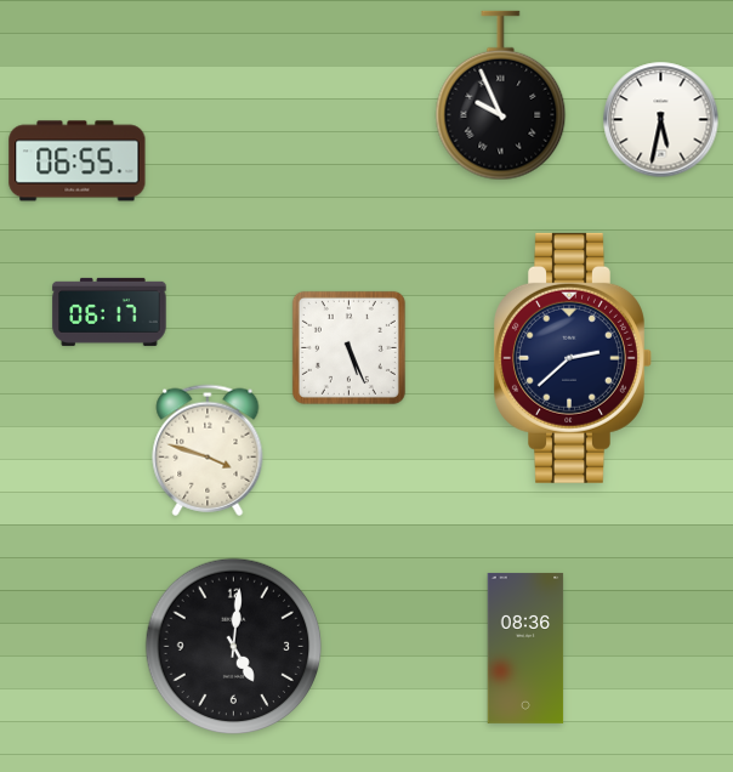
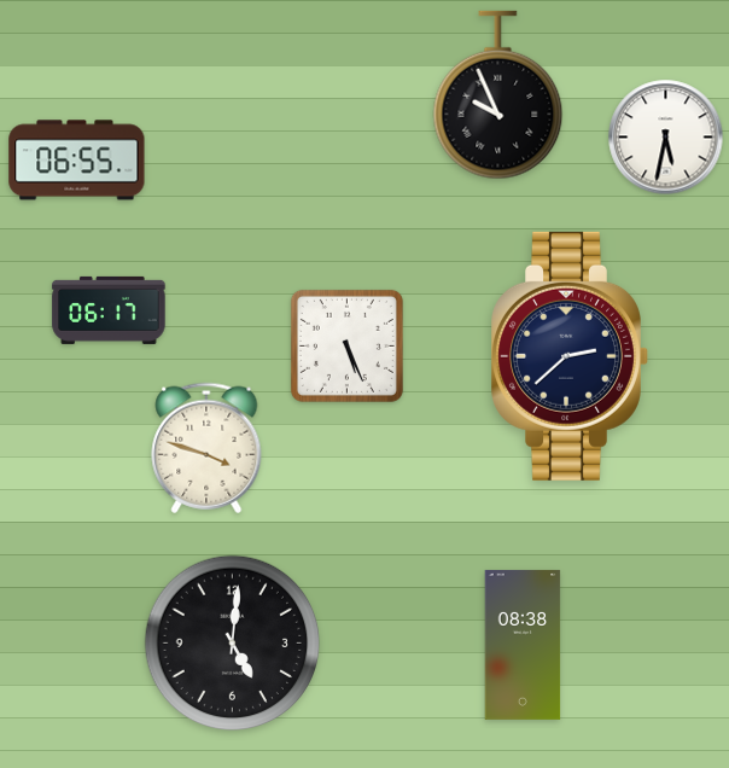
clock at (661, 120) position: (661, 120) -> (666, 138)
clock at (525, 648): 08:36 -> 08:38
